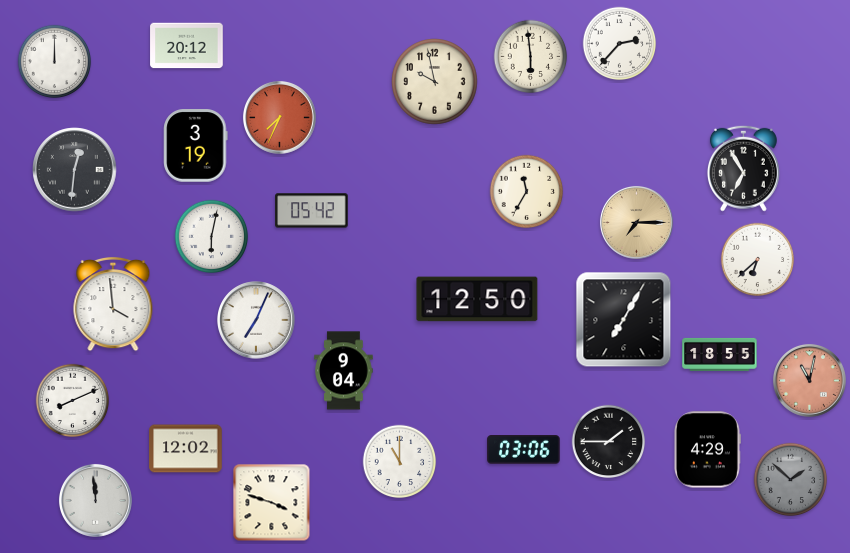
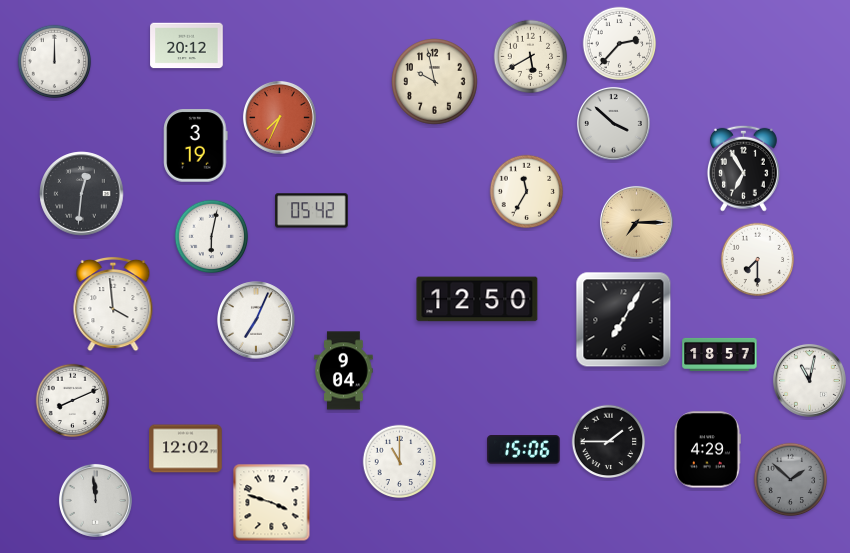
clock at (531, 57): 5:59 -> 5:40
clock at (614, 124): none -> 3:52
clock at (75, 170) position: (75, 170) -> (82, 194)
clock at (758, 260): 6:38 -> 7:30
clock at (720, 354): 18:55 -> 18:57
clock at (810, 381) dial: salmon -> white
clock at (524, 450): 03:06 -> 15:06
